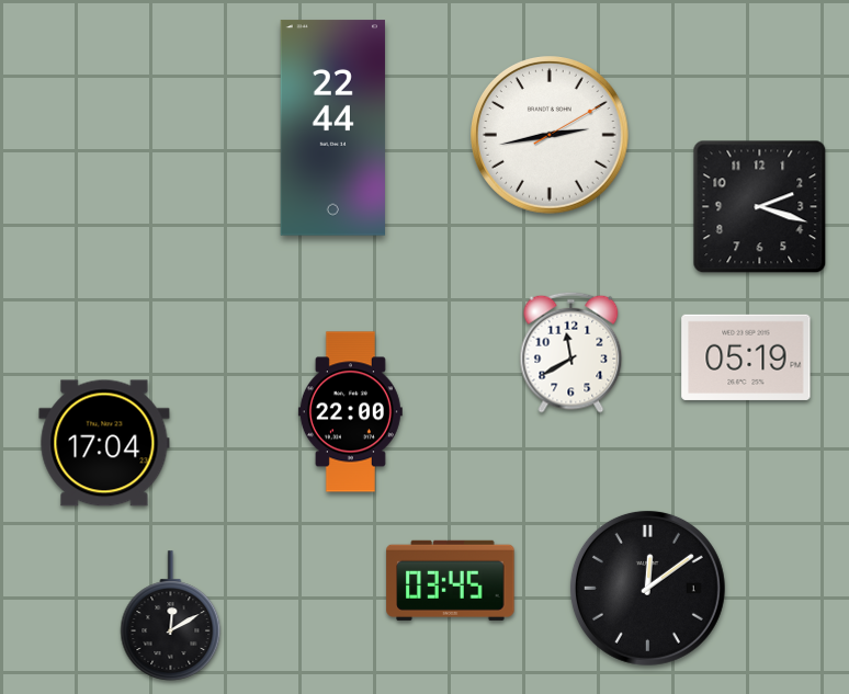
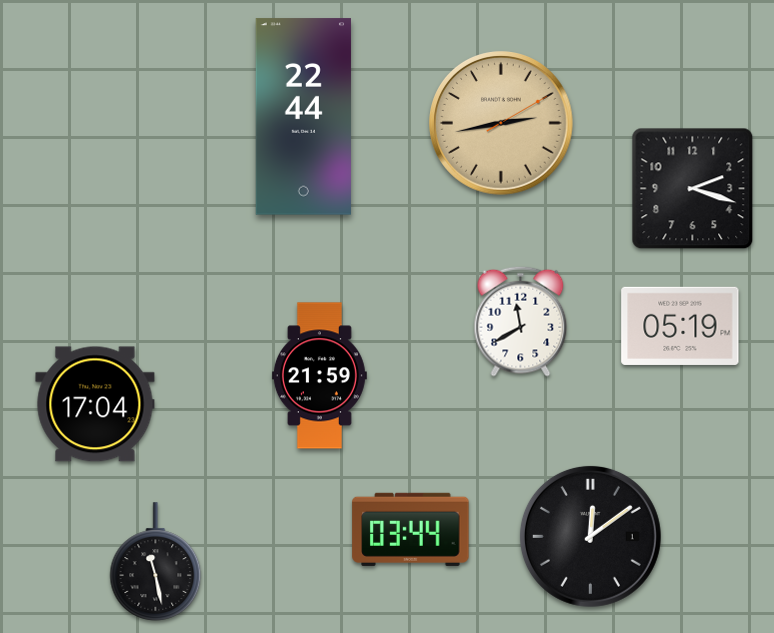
clock at (551, 136) dial: white -> champagne
clock at (350, 412): 22:00 -> 21:59
clock at (451, 580): 03:45 -> 03:44
clock at (171, 616): 12:10 -> 11:28
